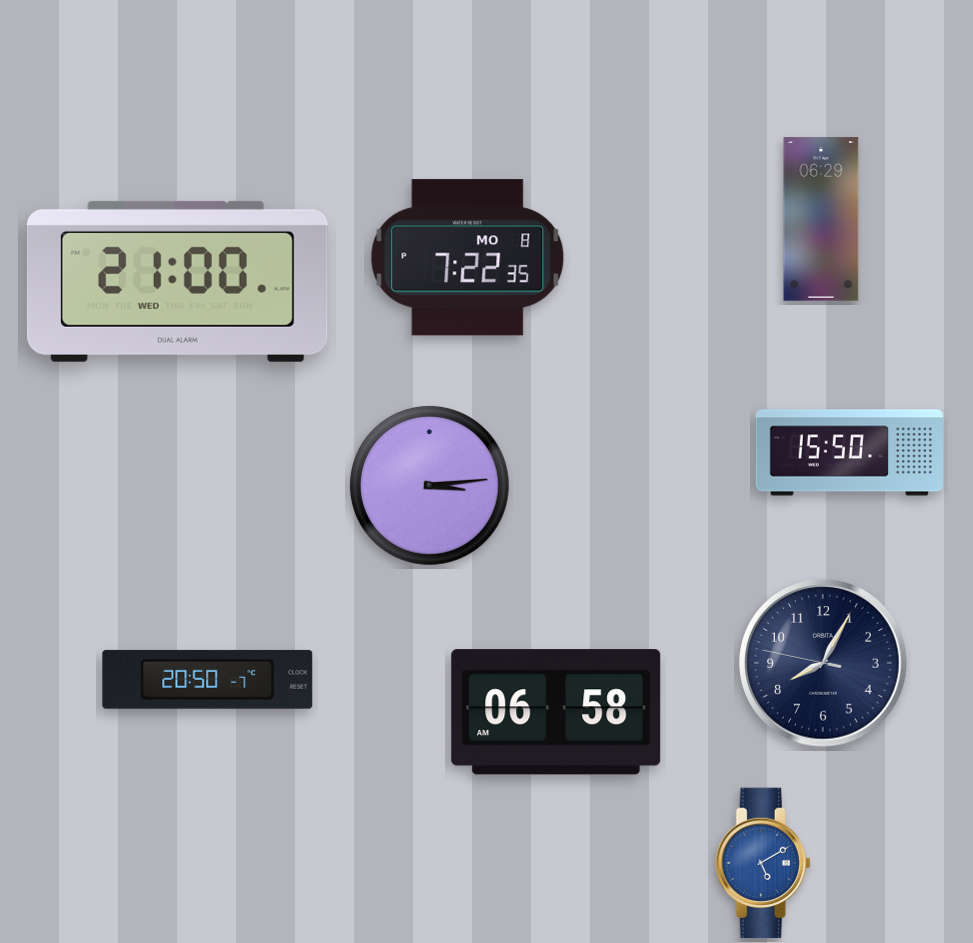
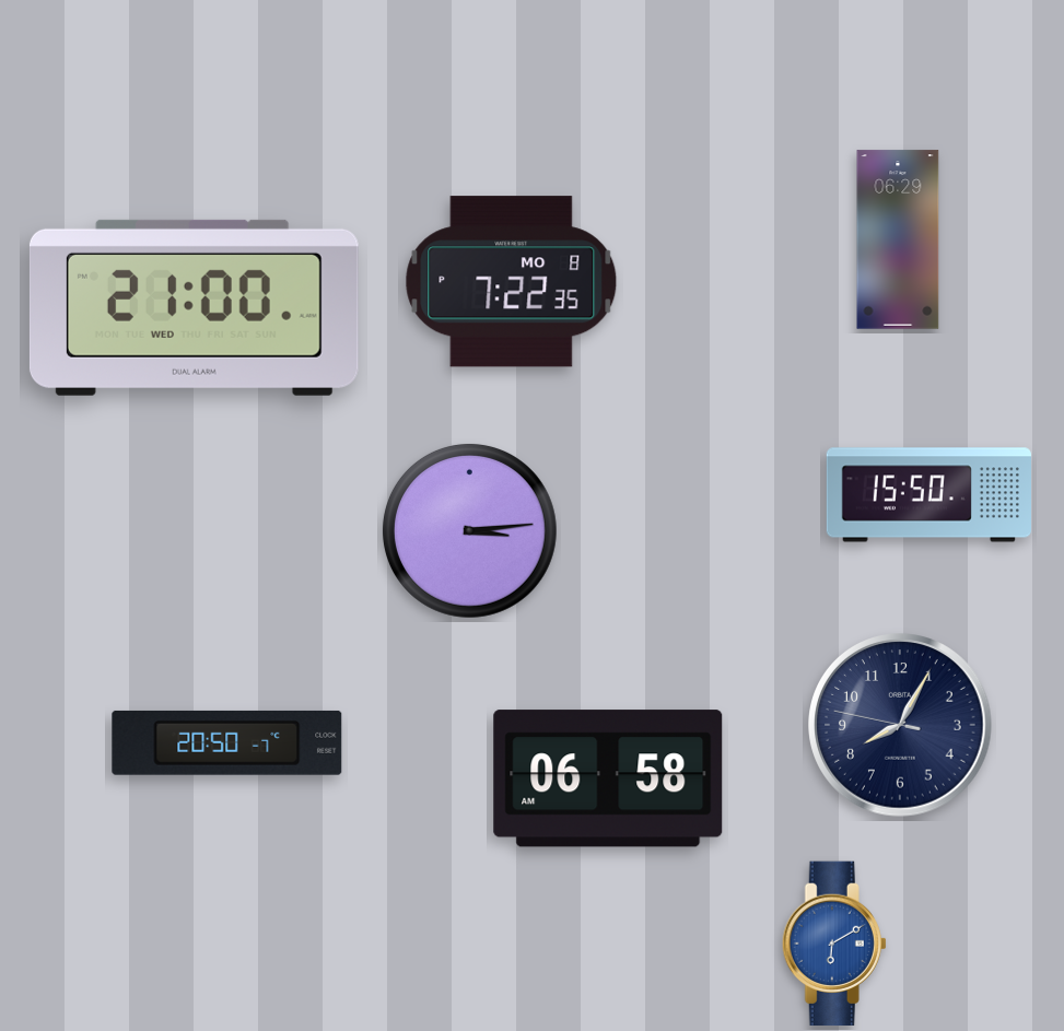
clock at (763, 863): 5:10 -> 6:10
